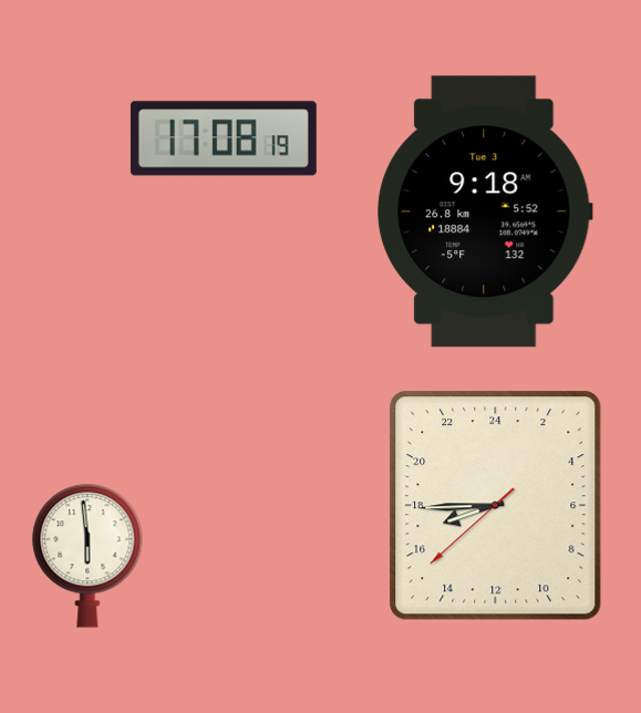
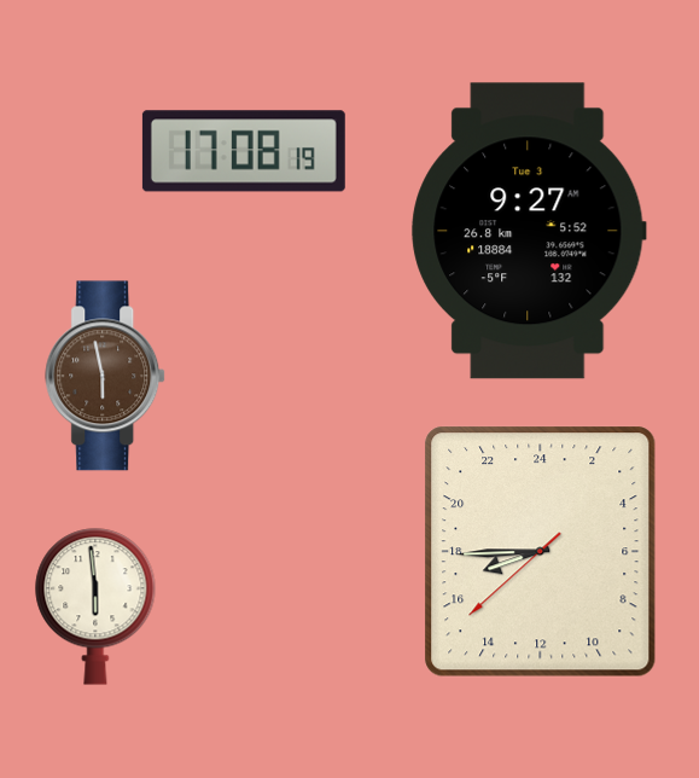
clock at (485, 211): 9:18 -> 9:27
clock at (106, 376): none -> 5:58
